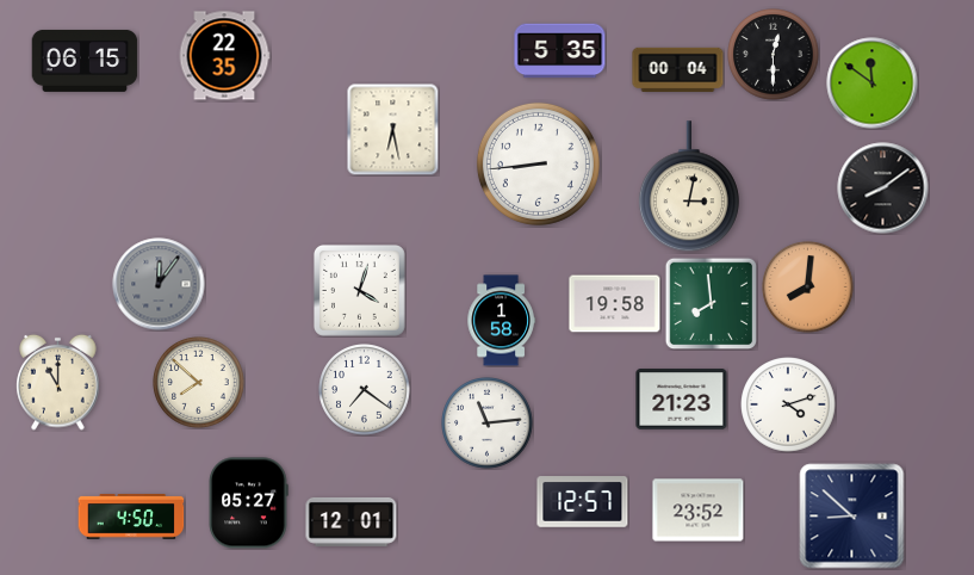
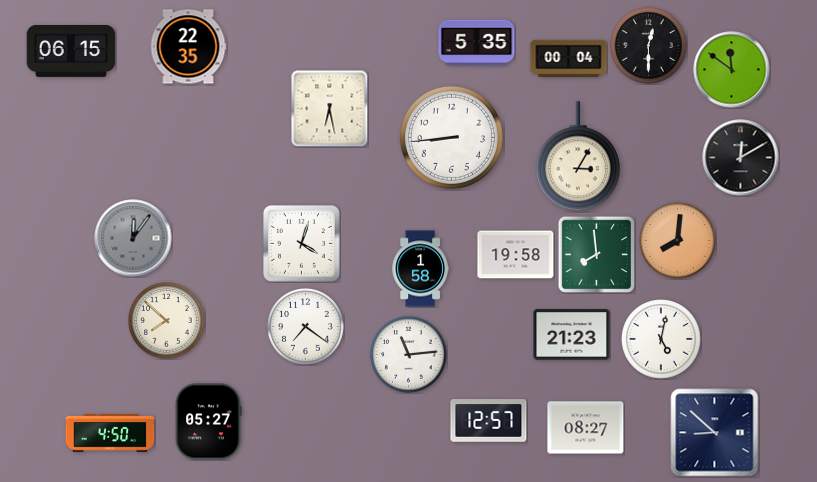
clock at (560, 51) position: (560, 51) -> (477, 43)
clock at (689, 187): 3:02 -> 3:05
clock at (883, 188): 8:09 -> 12:10
clock at (58, 382): 11:00 -> none
clock at (788, 404): 4:12 -> 5:02
clock at (699, 511): 23:52 -> 08:27
clock at (352, 521): 12:01 -> none
